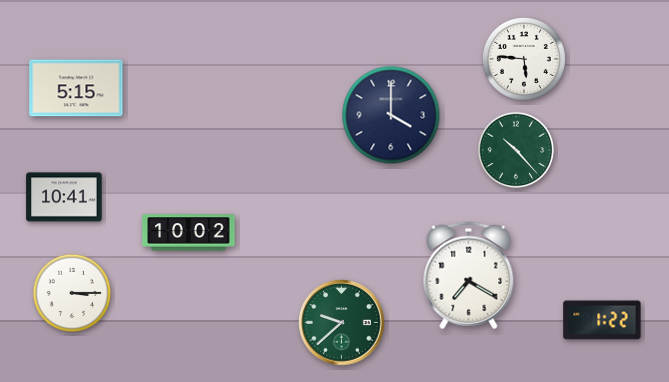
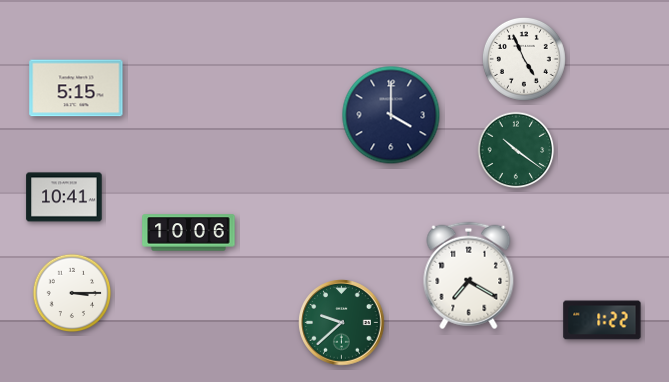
clock at (524, 59): 5:46 -> 4:56
clock at (516, 150): 10:23 -> 10:21
clock at (189, 233): 10:02 -> 10:06
